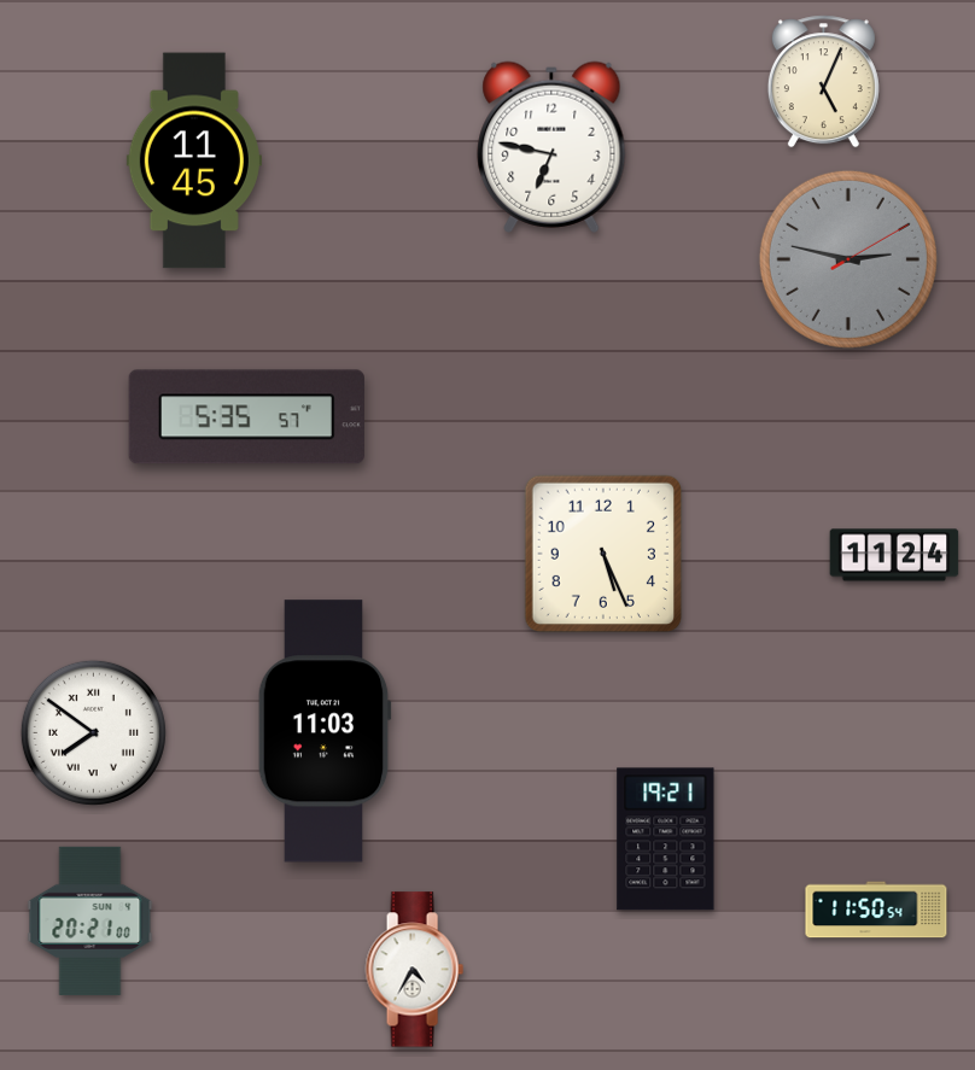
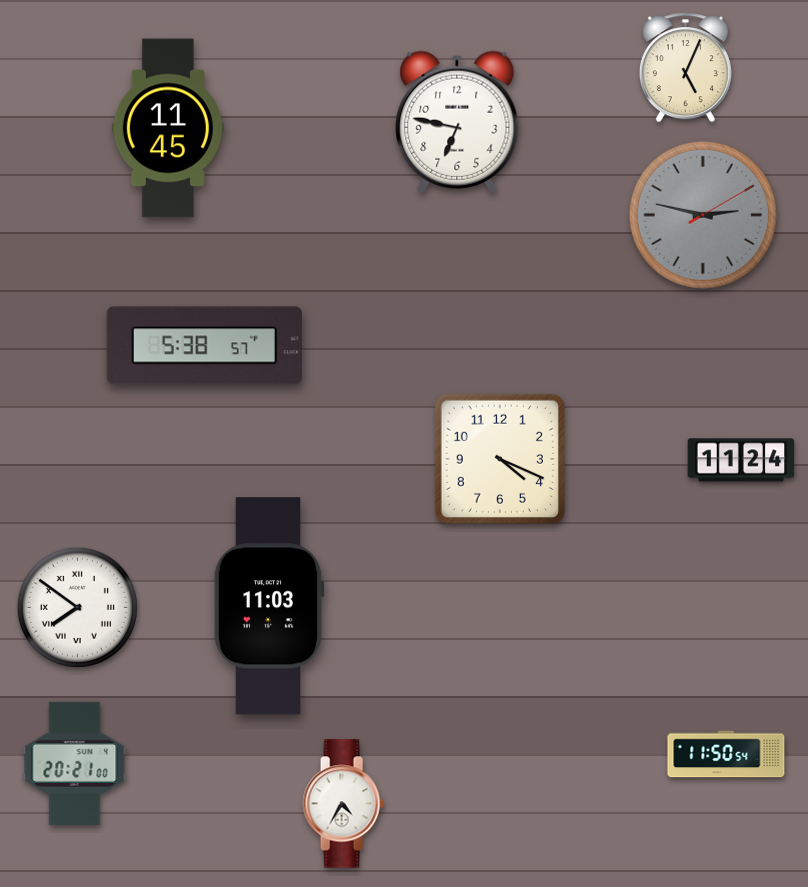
clock at (823, 82) position: (823, 82) -> (685, 68)
clock at (194, 160) position: (194, 160) -> (168, 128)
clock at (246, 417): 5:35 -> 5:38
clock at (603, 554): 5:26 -> 4:19
clock at (666, 840): 19:21 -> none
